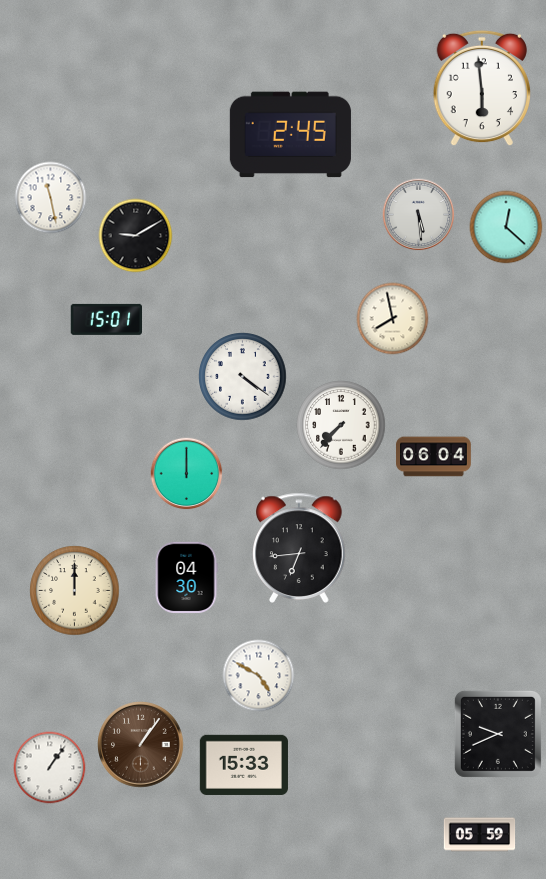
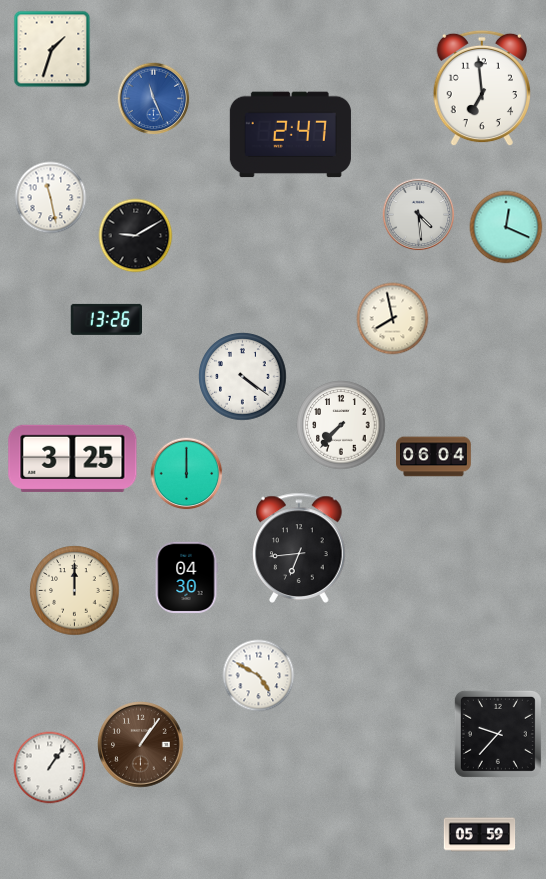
clock at (52, 49): none -> 1:33
clock at (482, 88): 5:59 -> 6:59
clock at (154, 99): none -> 11:26
clock at (290, 135): 2:45 -> 2:47
clock at (419, 215): 5:29 -> 4:29
clock at (506, 227): 12:22 -> 12:19
clock at (106, 319): 15:01 -> 13:26
clock at (73, 458): none -> 3:25
clock at (498, 734): 9:41 -> 9:37
clock at (244, 765): 15:33 -> none
